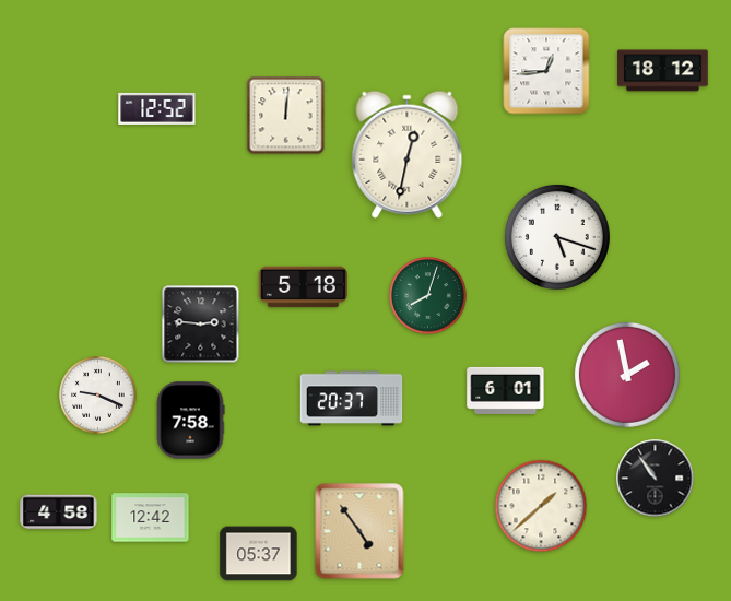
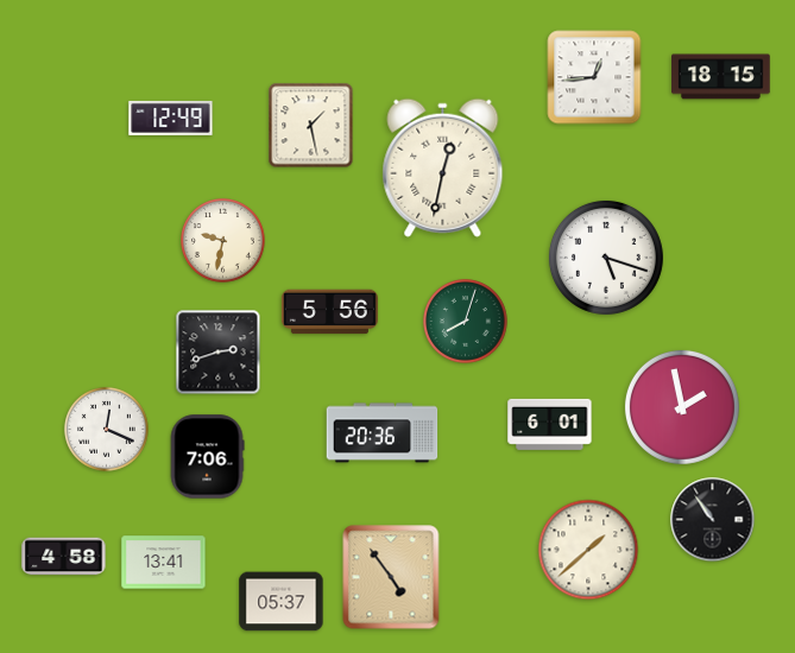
clock at (663, 71): 18:12 -> 18:15
clock at (157, 108): 12:52 -> 12:49
clock at (286, 116): 12:01 -> 1:28
clock at (223, 241): none -> 9:32
clock at (303, 287): 5:18 -> 5:56
clock at (201, 325): 2:46 -> 2:42
clock at (98, 396): 9:19 -> 12:19
clock at (352, 399): 20:37 -> 20:36
clock at (190, 421): 7:58 -> 7:06
clock at (151, 518): 12:42 -> 13:41
